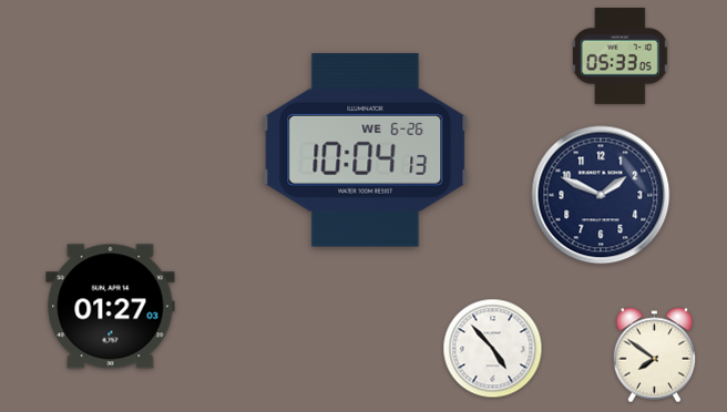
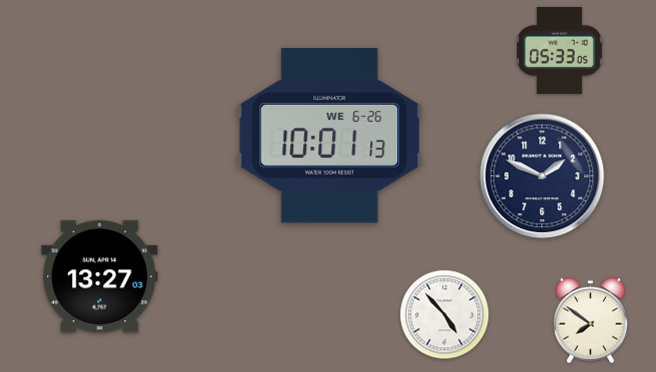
clock at (366, 150): 10:04 -> 10:01
clock at (111, 307): 01:27 -> 13:27
